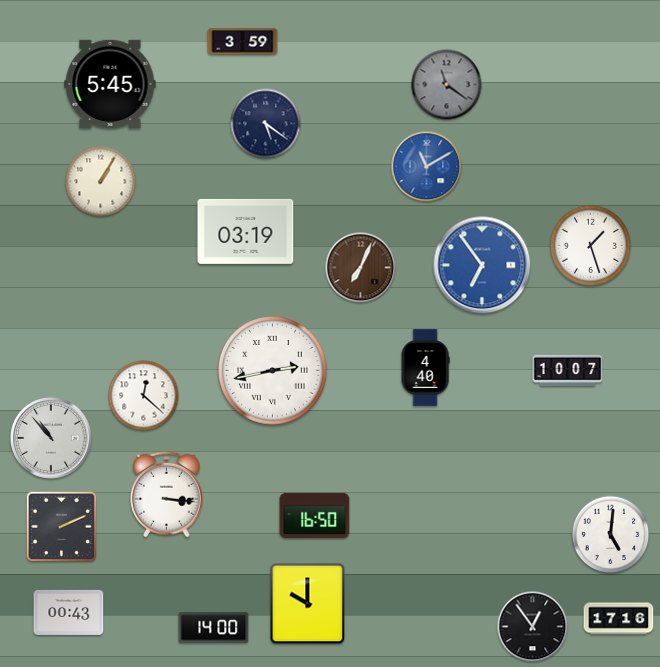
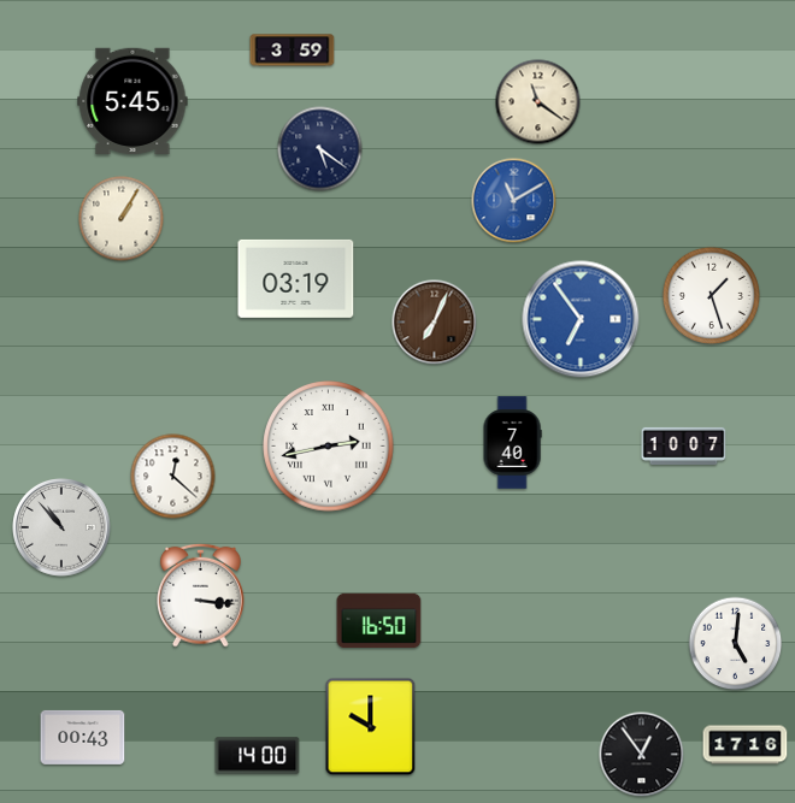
clock at (447, 85) dial: grey -> cream
clock at (425, 368): 4:40 -> 7:40
clock at (62, 527): 2:11 -> none
